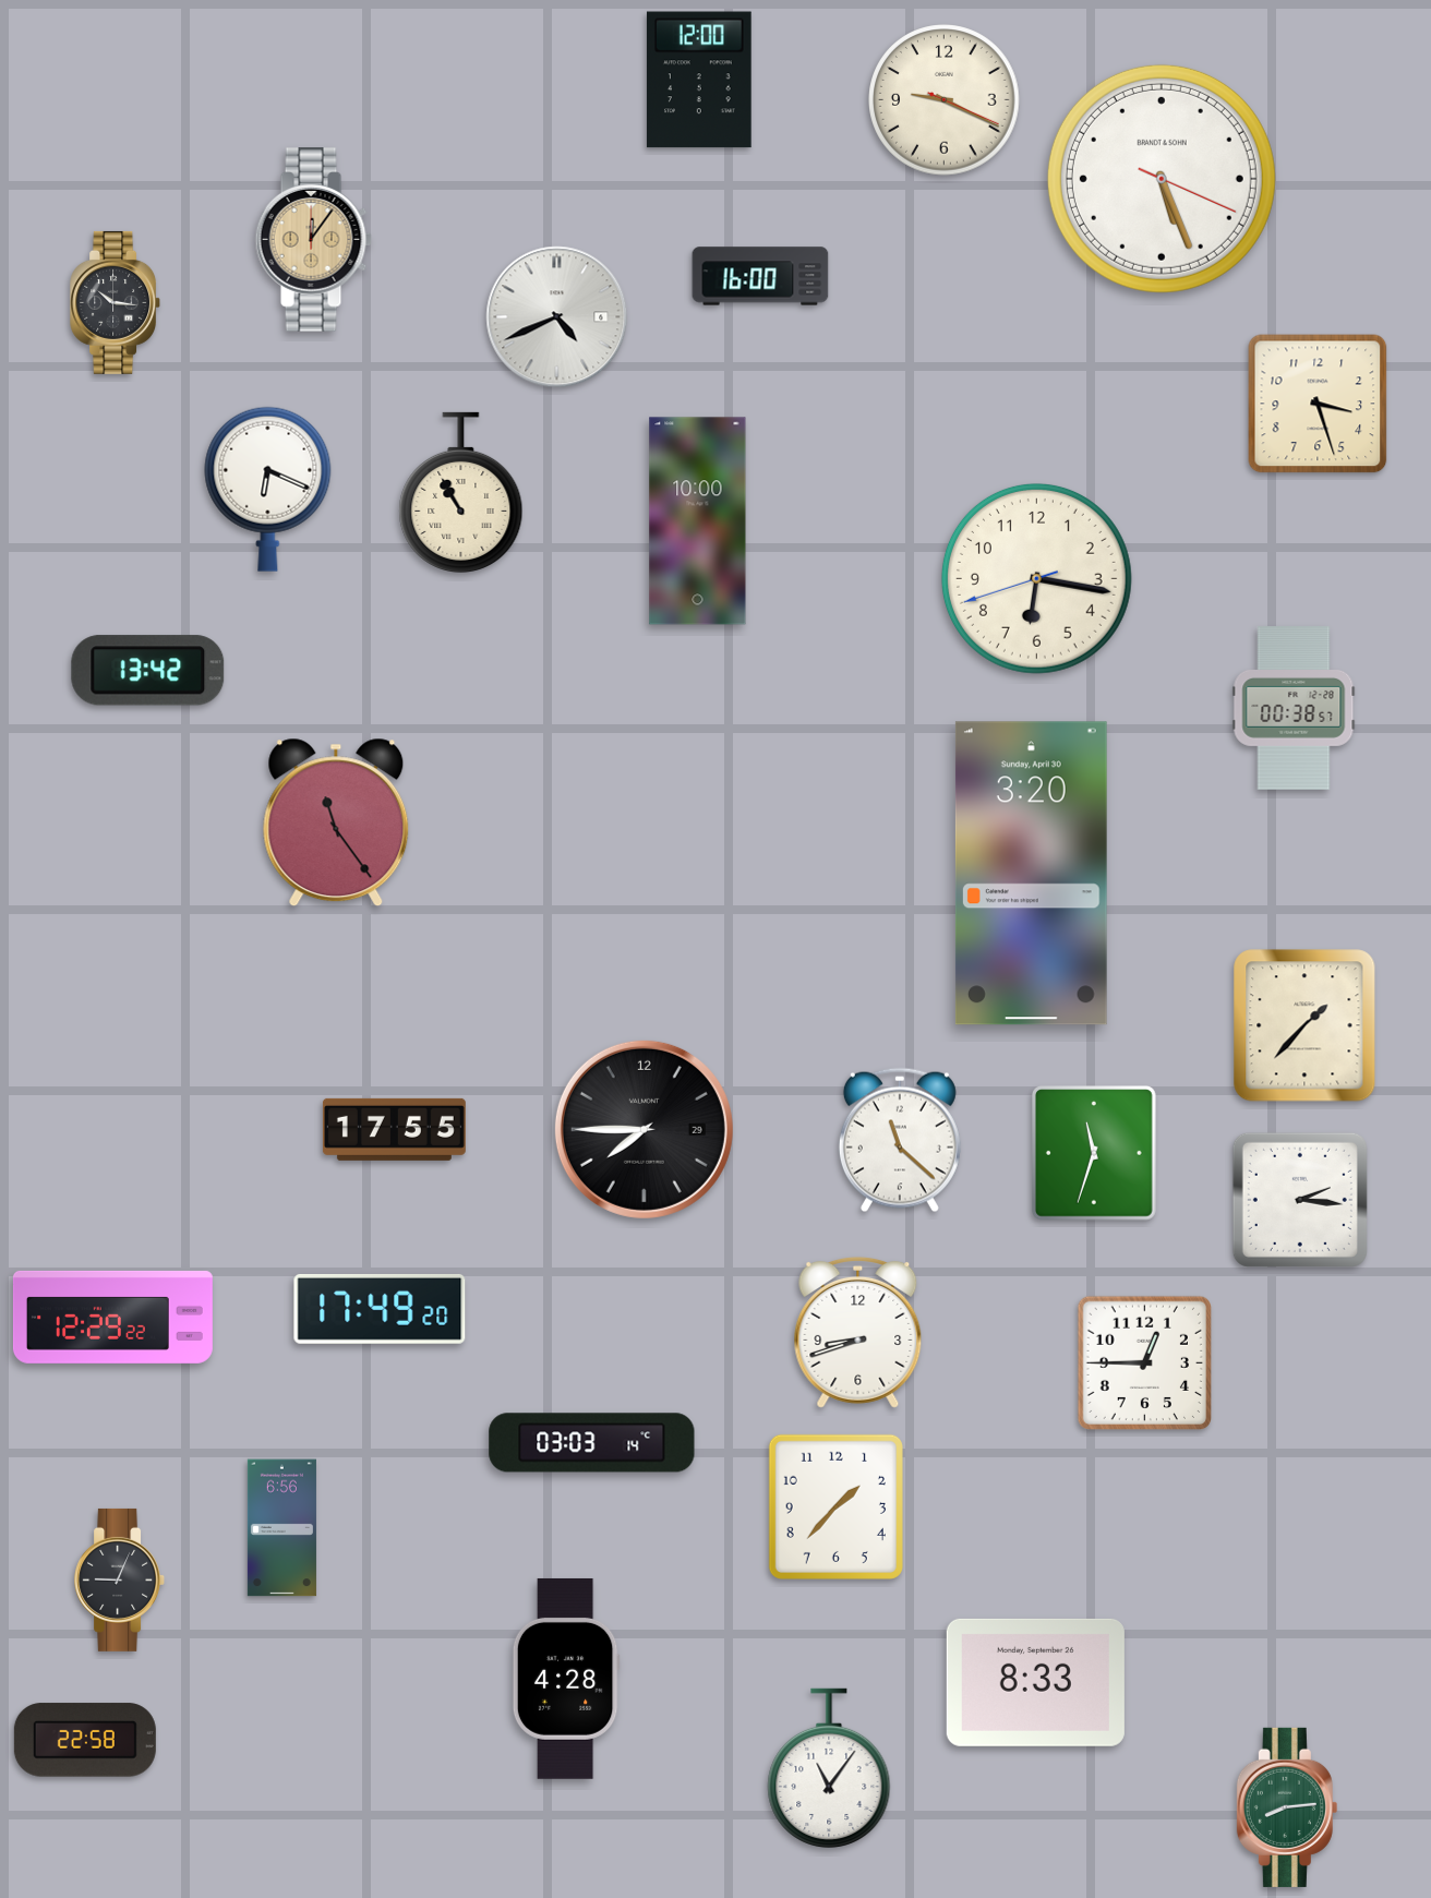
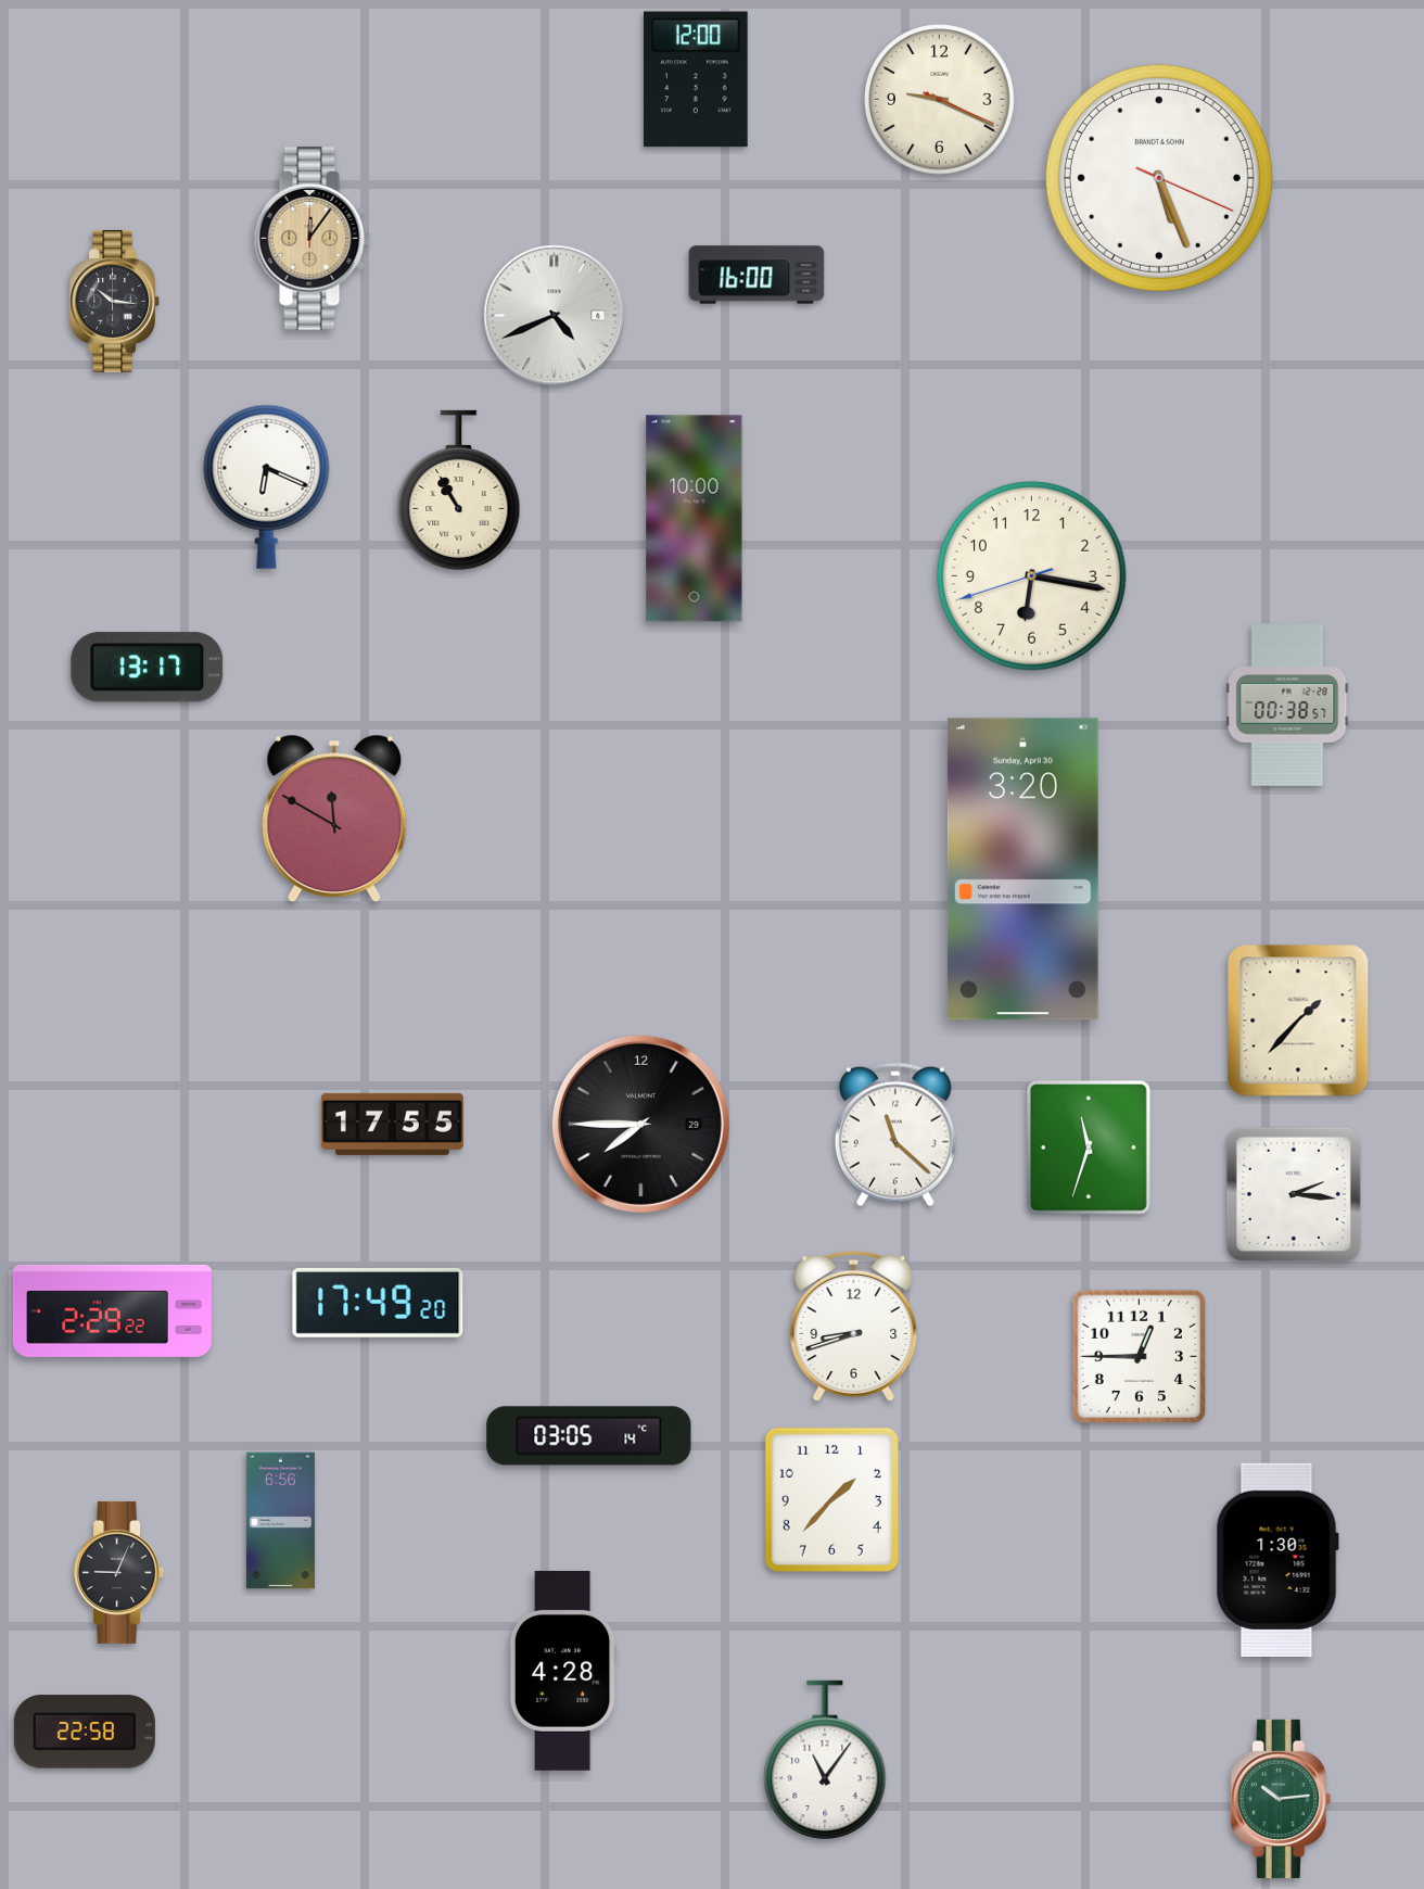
clock at (1162, 179) position: (1162, 179) -> (1159, 178)
clock at (1318, 404): 3:27 -> none
clock at (148, 671): 13:42 -> 13:17
clock at (336, 822): 11:24 -> 11:50
clock at (1031, 874) position: (1031, 874) -> (1022, 870)
clock at (112, 1317): 12:29 -> 2:29
clock at (592, 1443): 03:03 -> 03:05
clock at (1277, 1559): none -> 1:30
clock at (1035, 1682): 8:33 -> none
clock at (1287, 1807): 8:14 -> 10:14
